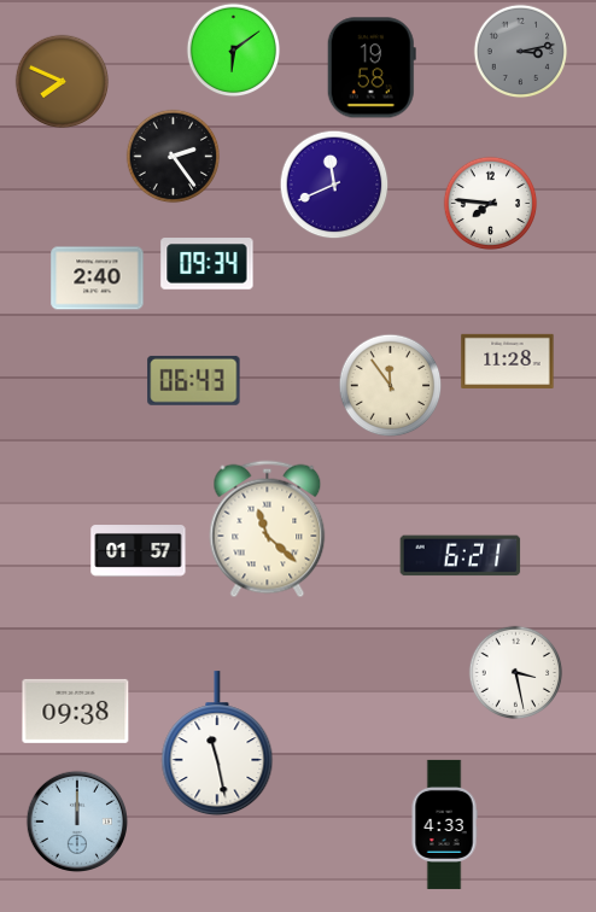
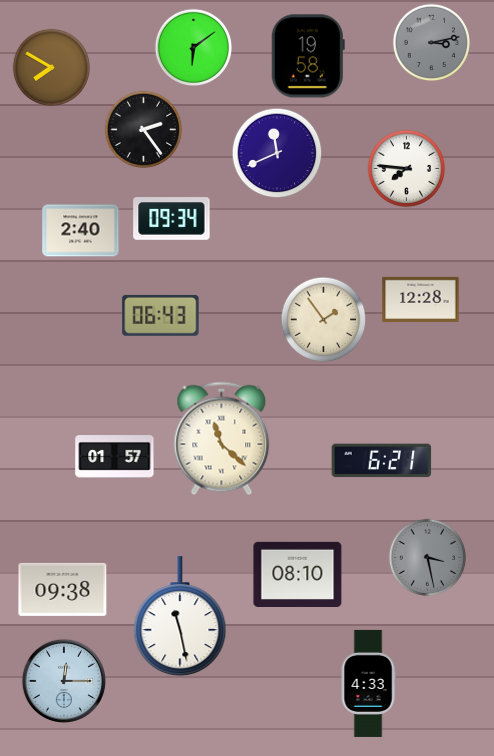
clock at (233, 49) position: (233, 49) -> (193, 47)
clock at (62, 81): 7:49 -> 7:50
clock at (508, 361): 11:28 -> 12:28
clock at (390, 385): 11:54 -> 1:54
clock at (515, 672) dial: white -> grey
clock at (298, 574): none -> 08:10
clock at (76, 820): 12:00 -> 12:15
